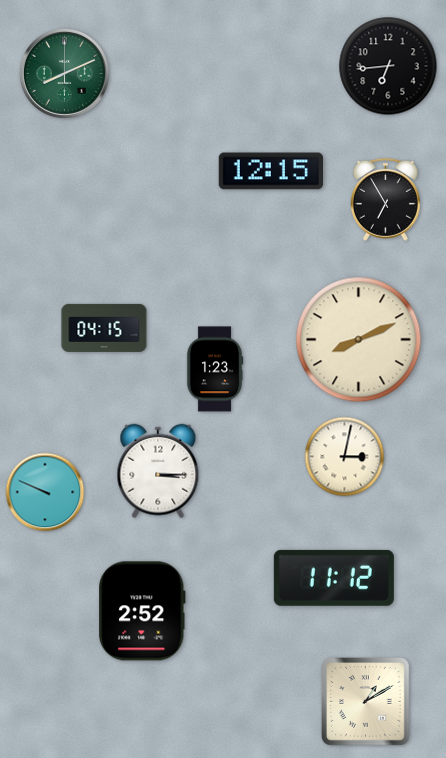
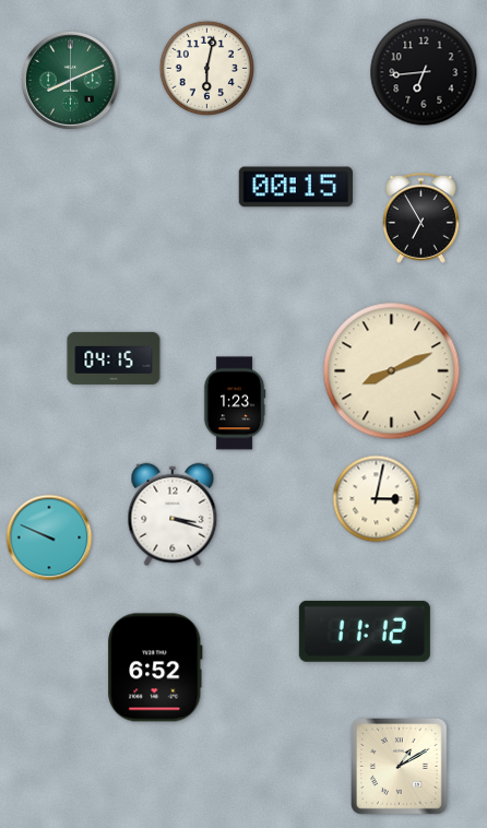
clock at (206, 68): none -> 6:02
clock at (270, 171): 12:15 -> 00:15
clock at (158, 471): 3:15 -> 3:18
clock at (142, 611): 2:52 -> 6:52
